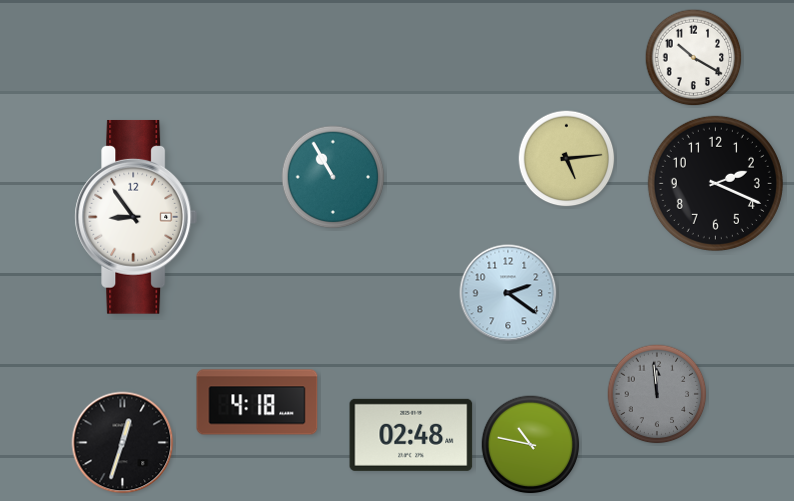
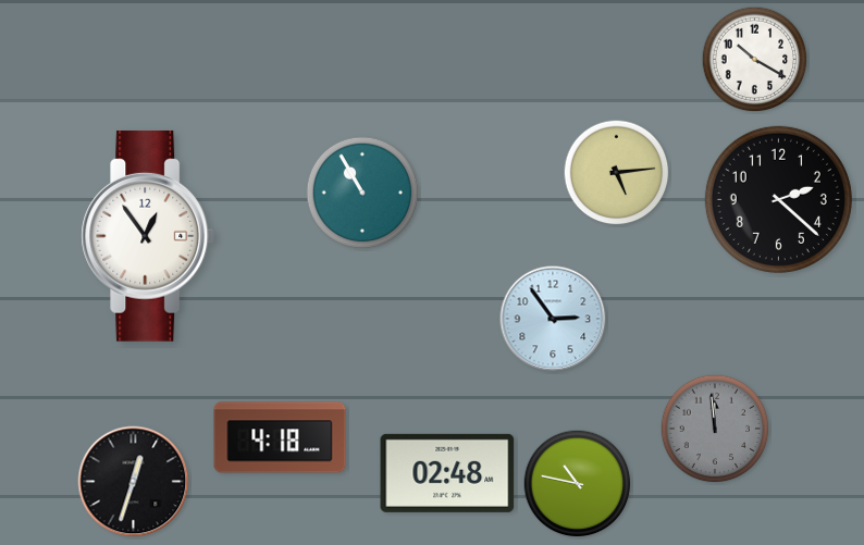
clock at (694, 58) position: (694, 58) -> (755, 60)
clock at (715, 183): 2:19 -> 2:22
clock at (136, 217): 8:54 -> 12:54
clock at (508, 293): 2:21 -> 2:54
